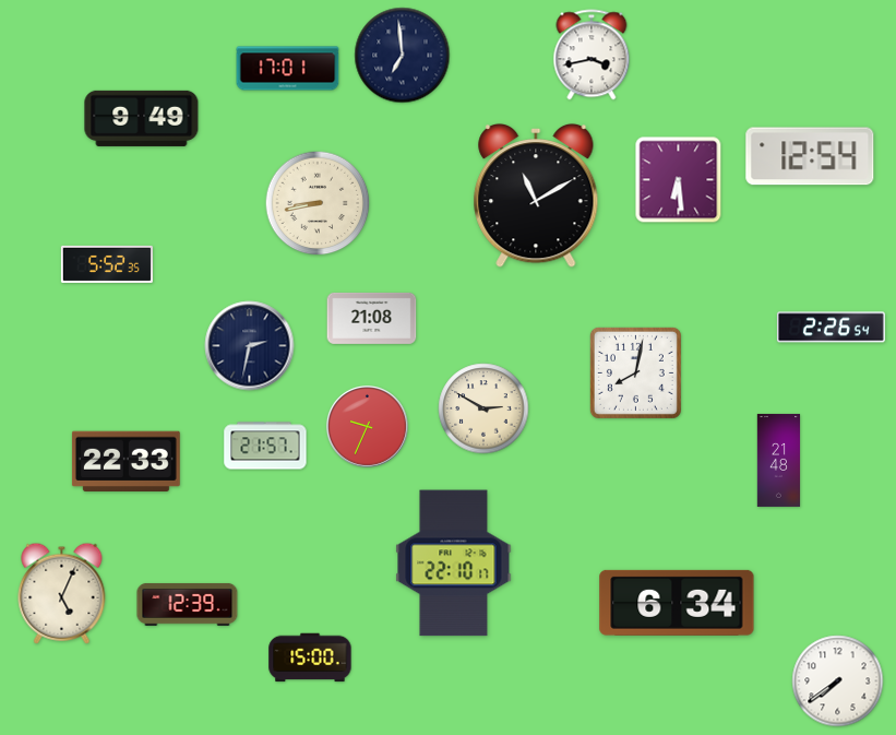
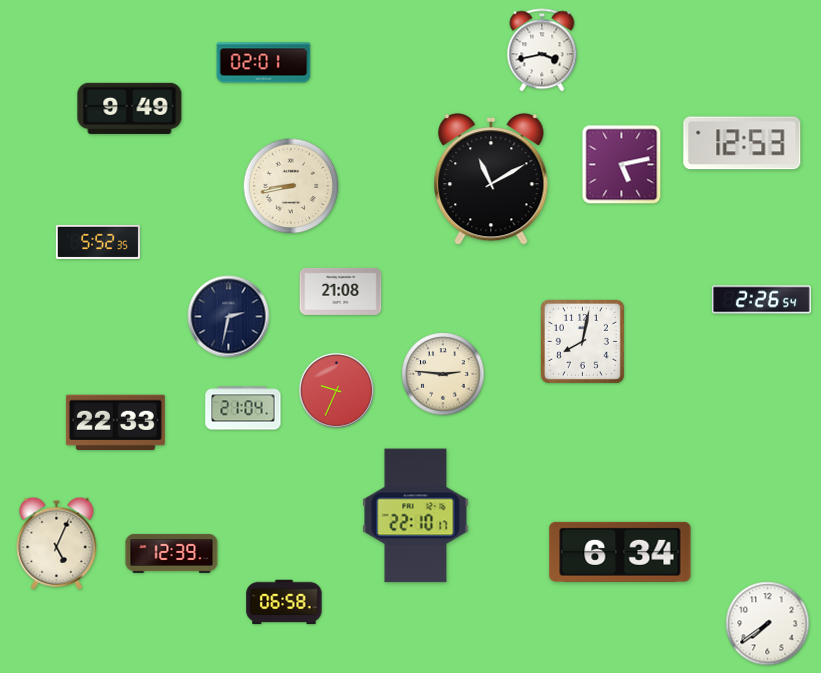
clock at (403, 56): 6:59 -> none
clock at (288, 69): 17:01 -> 02:01
clock at (810, 156): 12:54 -> 12:53
clock at (679, 180): 6:29 -> 5:13
clock at (483, 408): 2:50 -> 2:46
clock at (265, 446): 21:57 -> 21:04
clock at (779, 460): 21:48 -> none
clock at (310, 657): 15:00 -> 06:58
